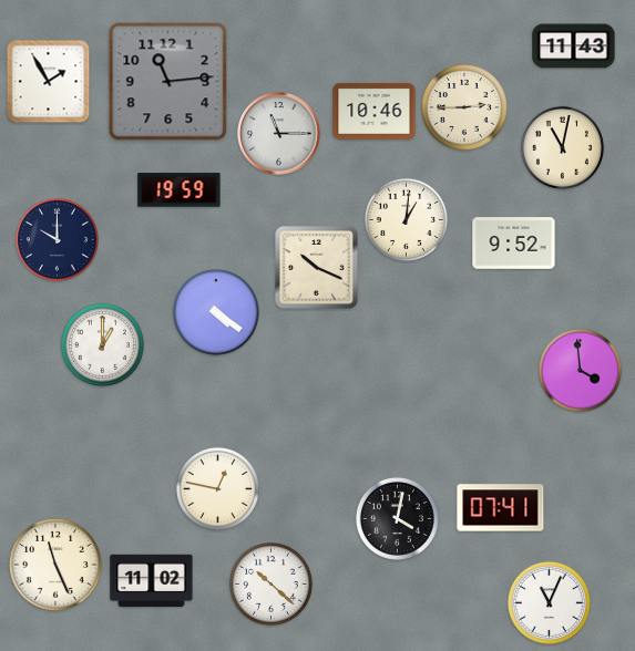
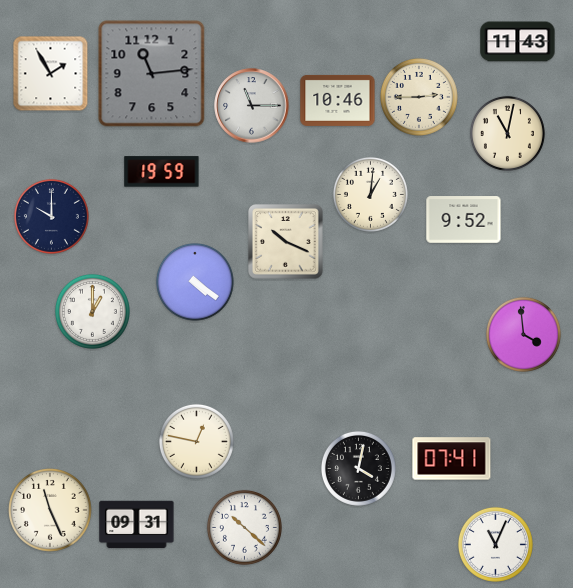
clock at (49, 82) position: (49, 82) -> (51, 74)
clock at (279, 134) position: (279, 134) -> (252, 106)
clock at (406, 219) position: (406, 219) -> (370, 194)
clock at (152, 581): 11:02 -> 09:31
